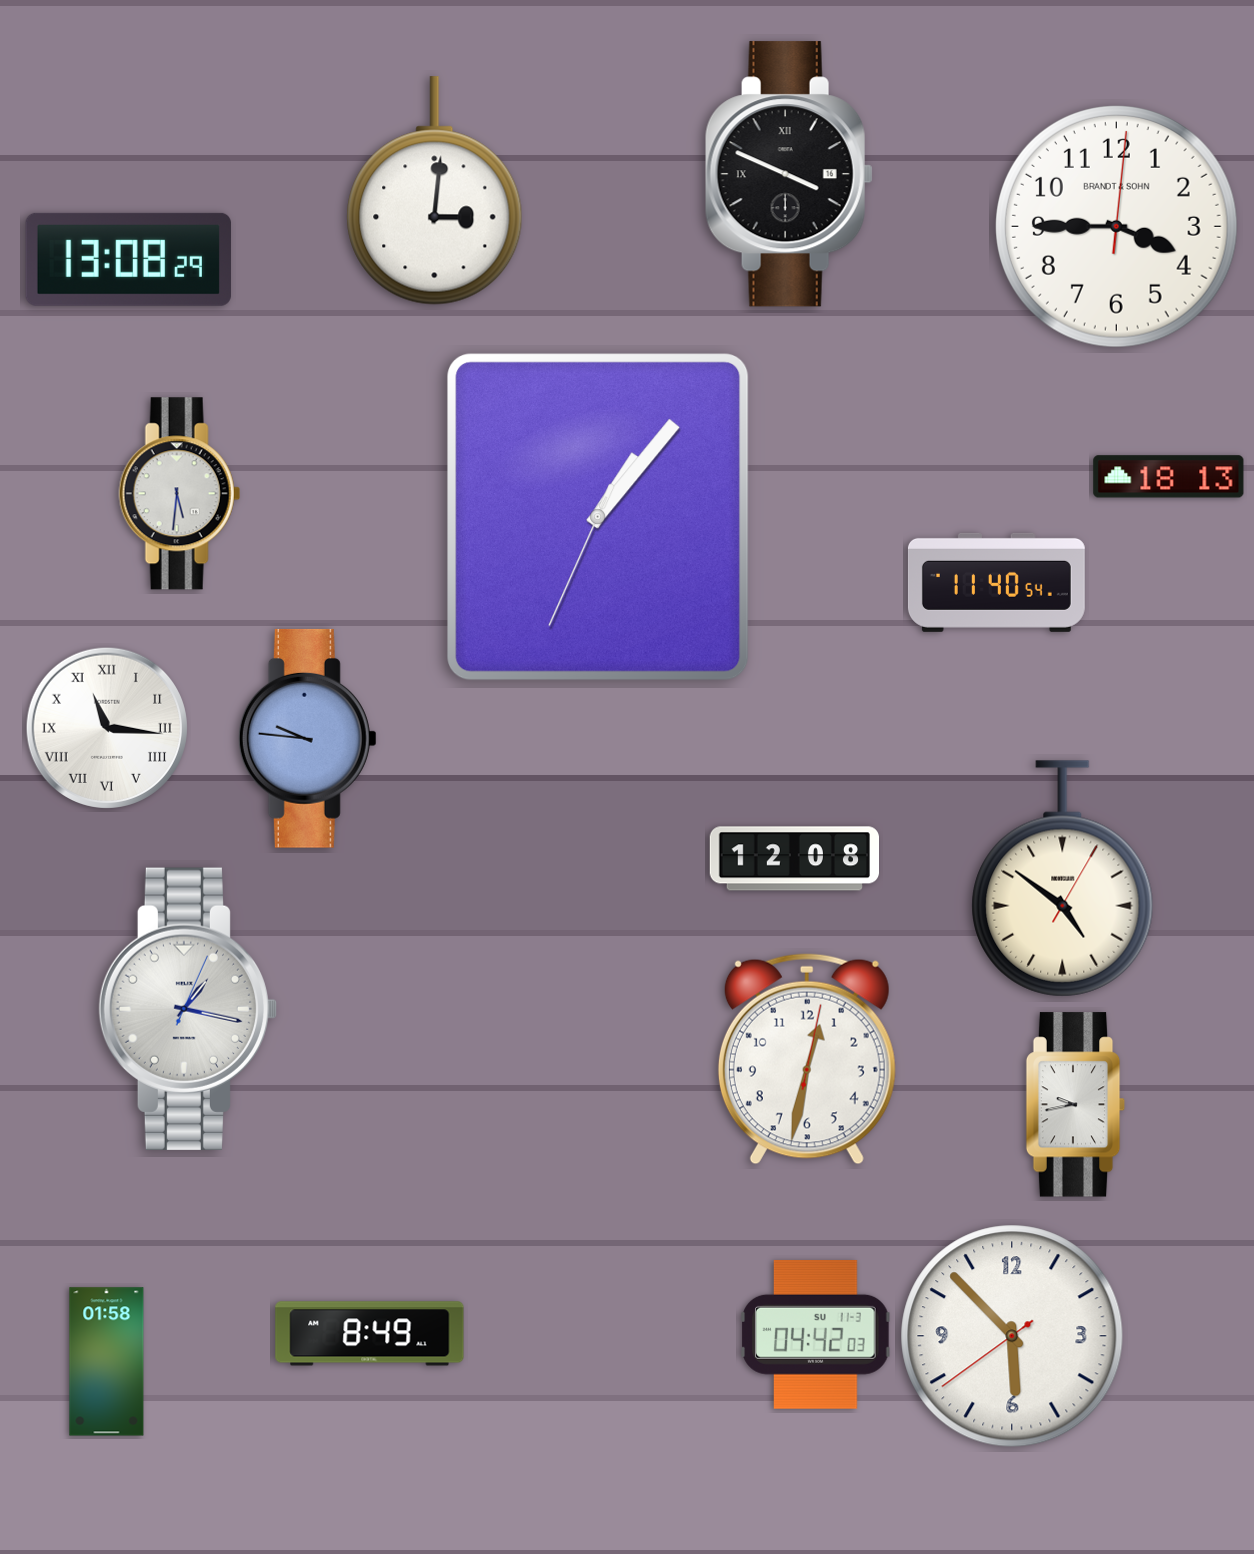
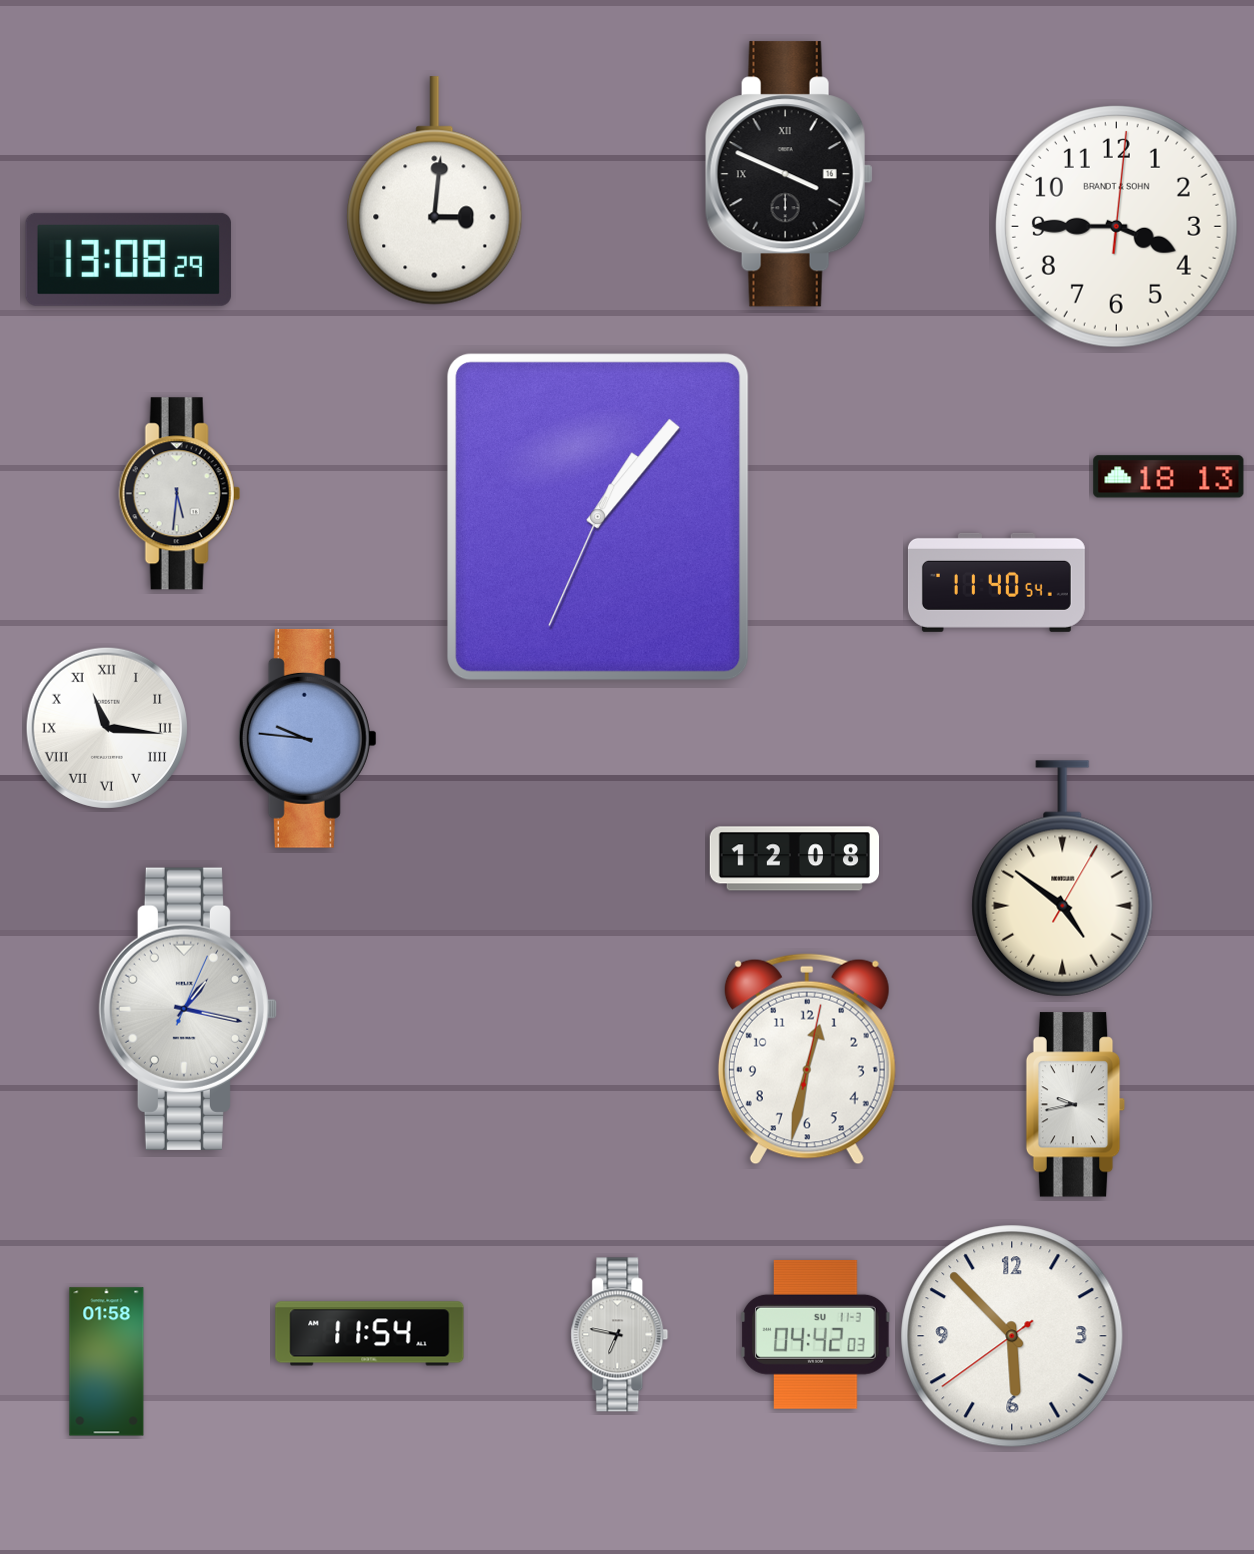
clock at (370, 1334): 8:49 -> 11:54
clock at (620, 1335): none -> 6:47
